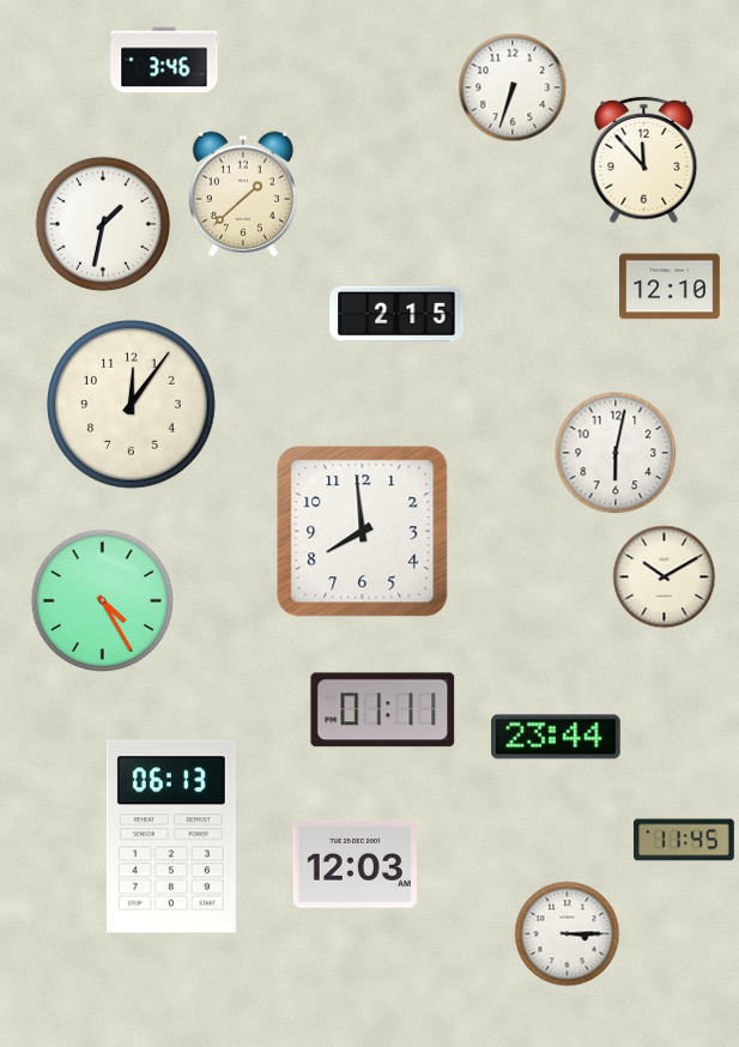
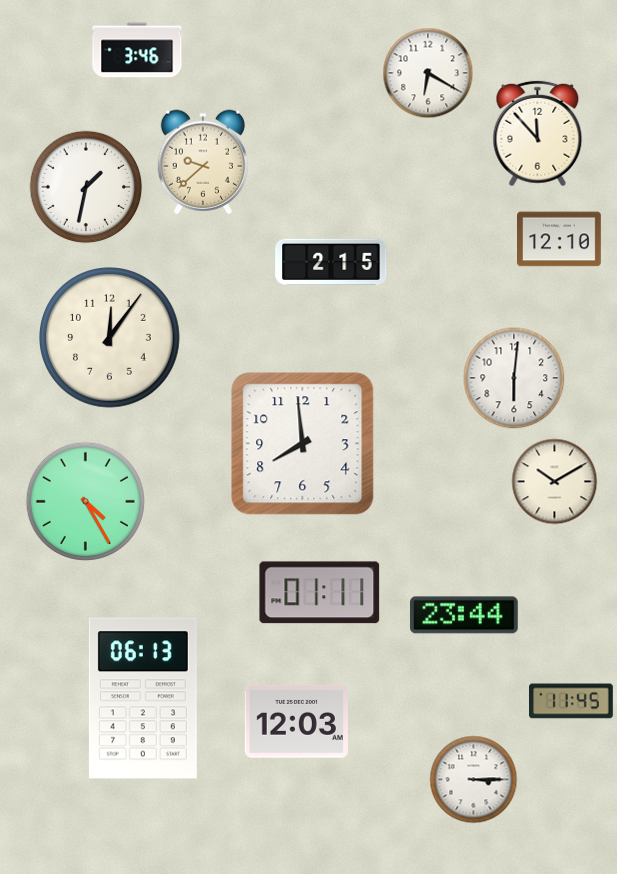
clock at (513, 87): 6:33 -> 6:20
clock at (243, 194): 1:38 -> 9:38
clock at (616, 453): 6:02 -> 6:01
